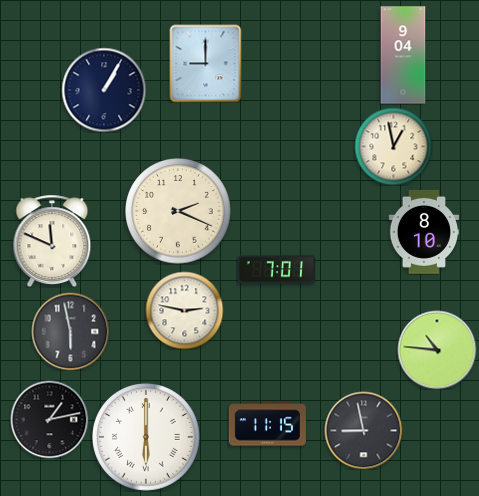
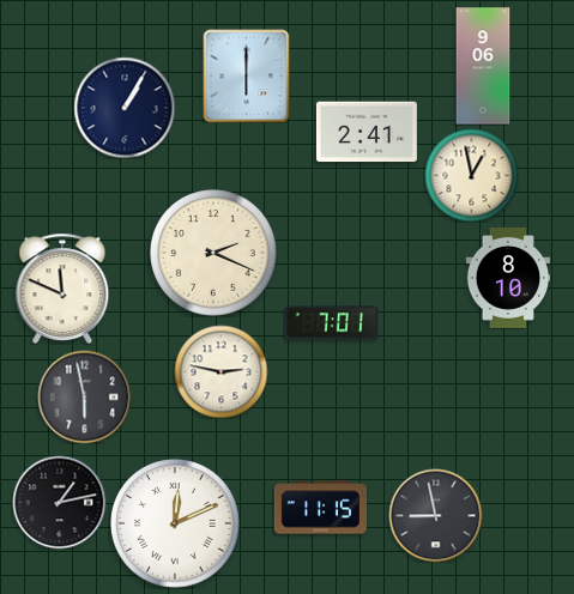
clock at (403, 55): 9:04 -> 9:06
clock at (206, 63): 9:00 -> 6:00
clock at (367, 132): none -> 2:41
clock at (437, 350): 10:46 -> none
clock at (147, 438): 6:00 -> 12:11
